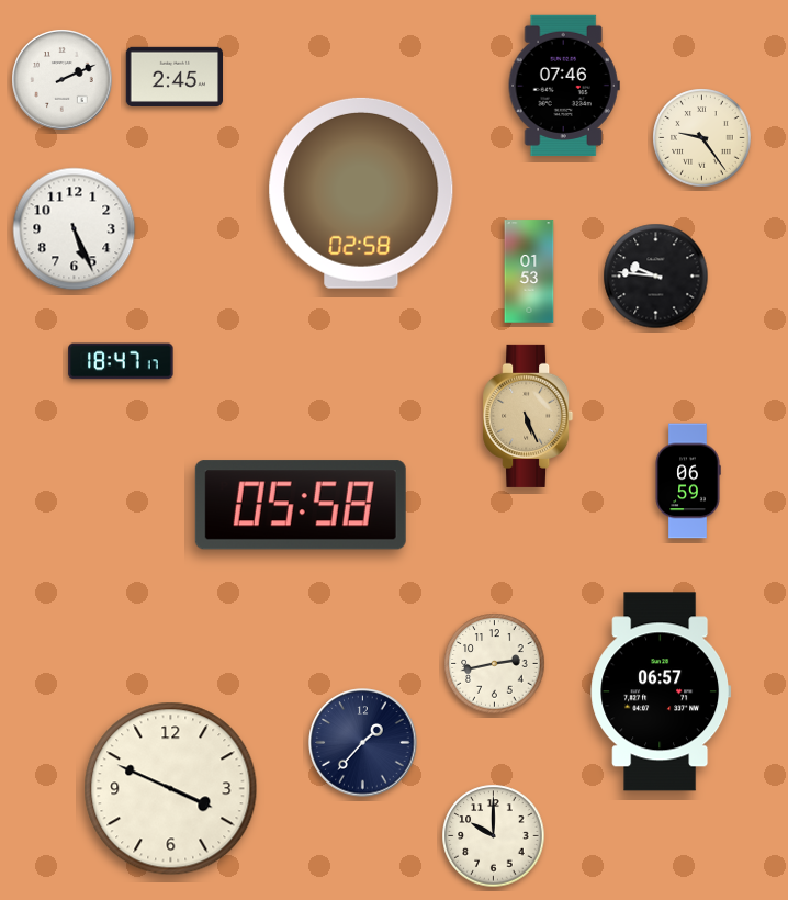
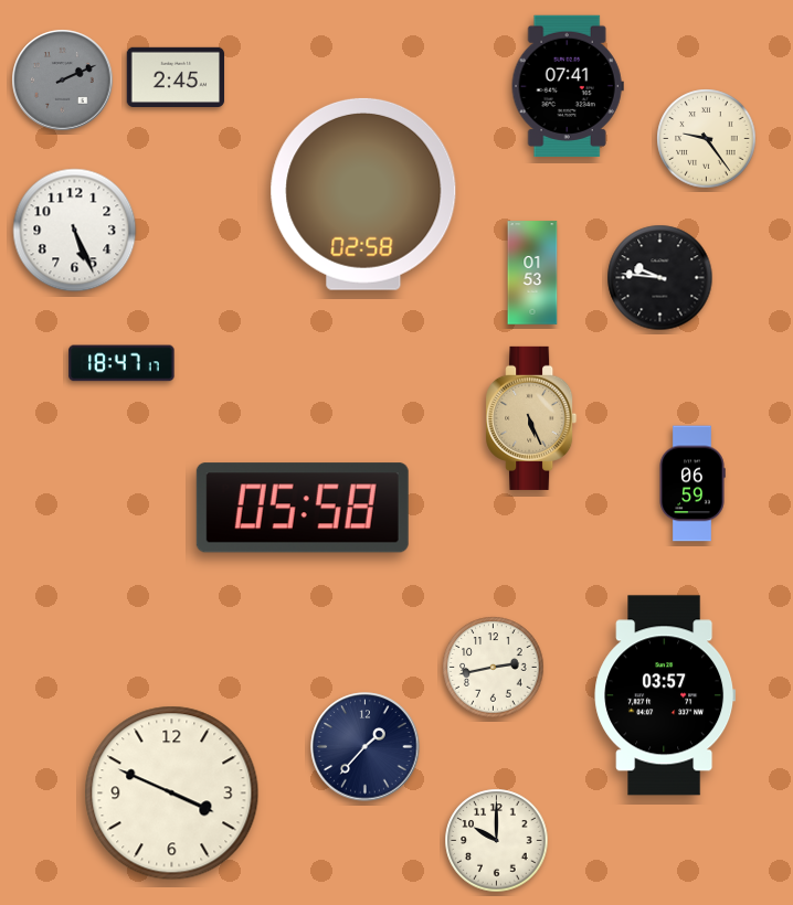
clock at (63, 80) dial: white -> grey
clock at (564, 85): 07:46 -> 07:41
clock at (495, 664) position: (495, 664) -> (494, 668)
clock at (661, 691): 06:57 -> 03:57
